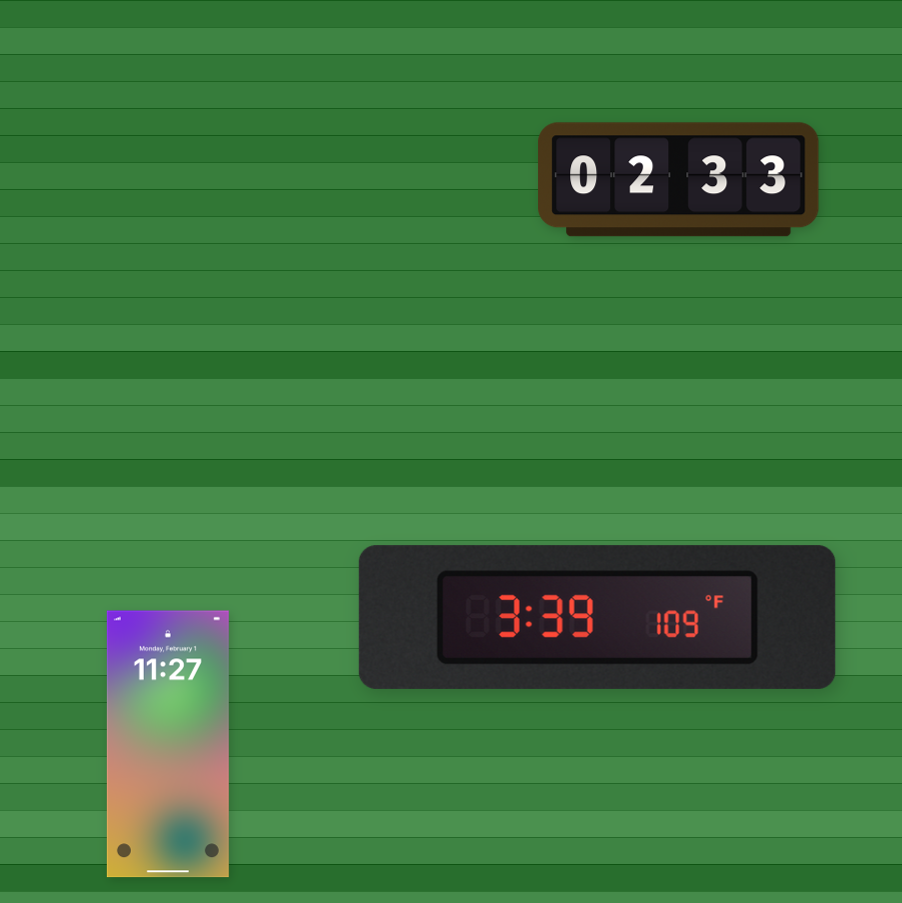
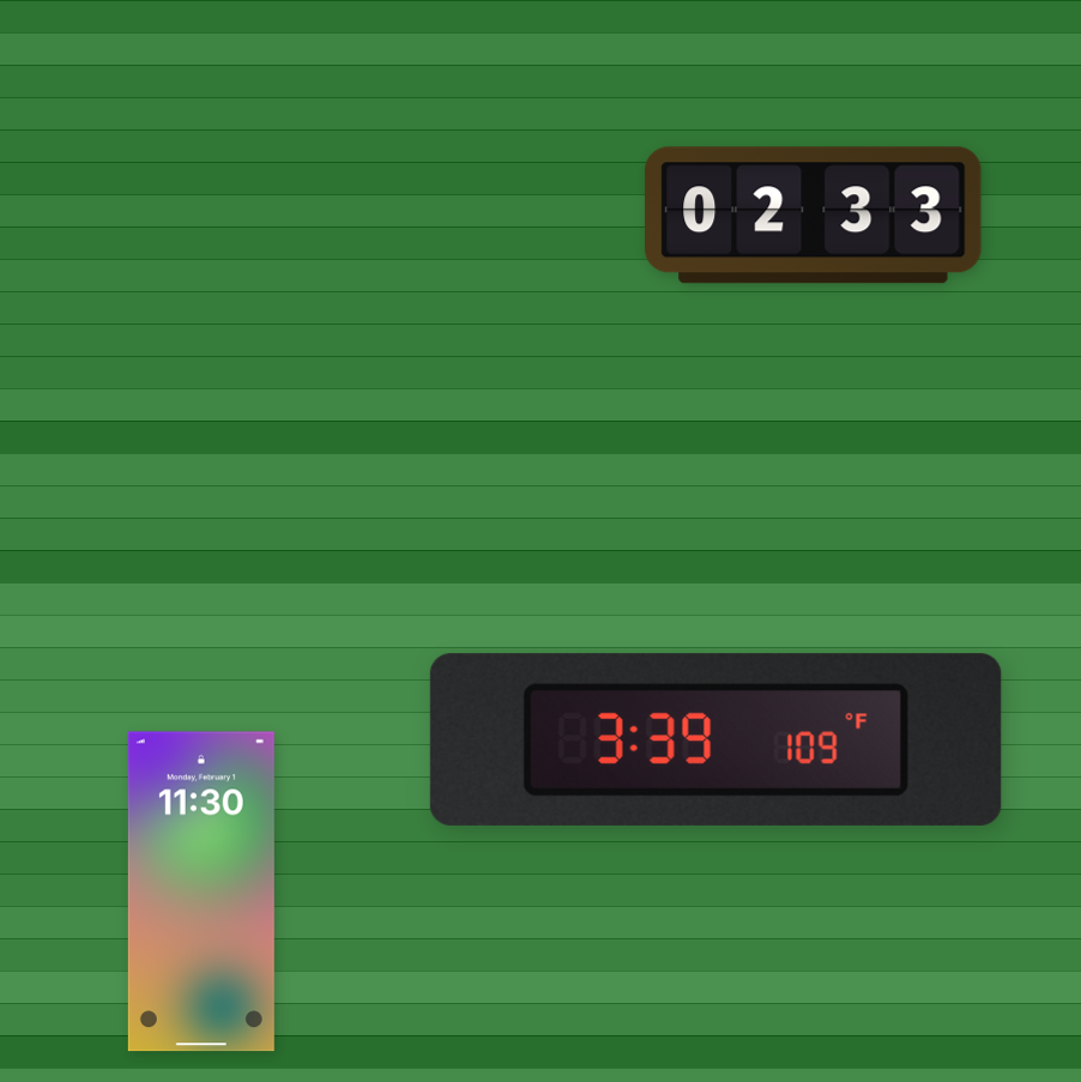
clock at (168, 744): 11:27 -> 11:30
